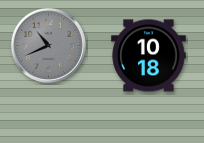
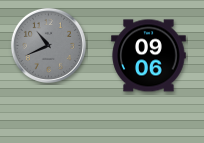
clock at (149, 56): 10:18 -> 09:06
